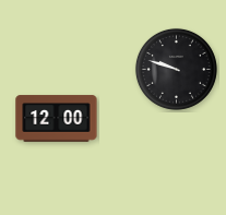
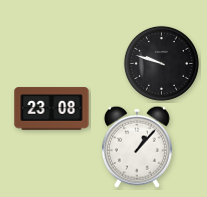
clock at (57, 119): 12:00 -> 23:08
clock at (137, 147): none -> 1:07
